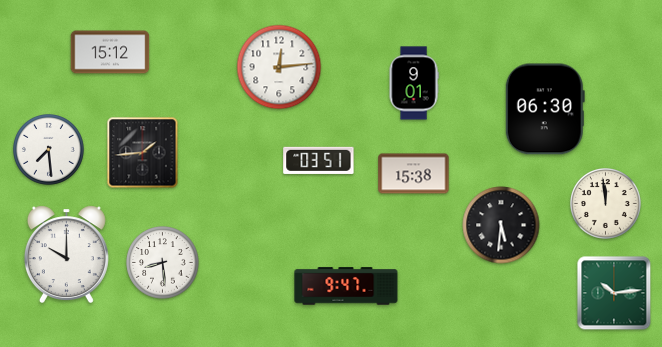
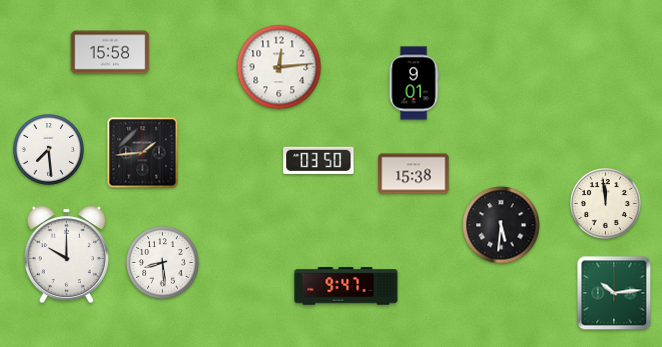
clock at (110, 52): 15:12 -> 15:58
clock at (545, 109): 06:30 -> none
clock at (319, 160): 03:51 -> 03:50
